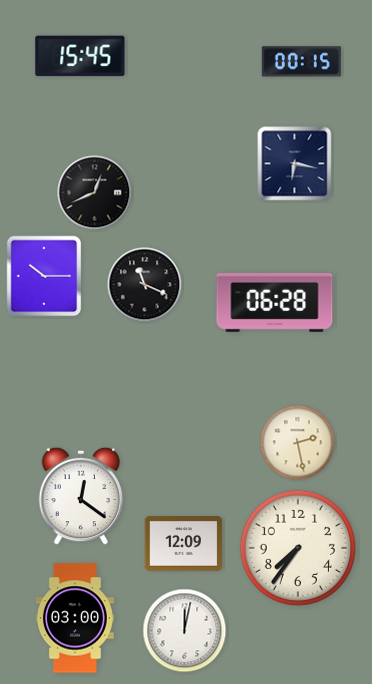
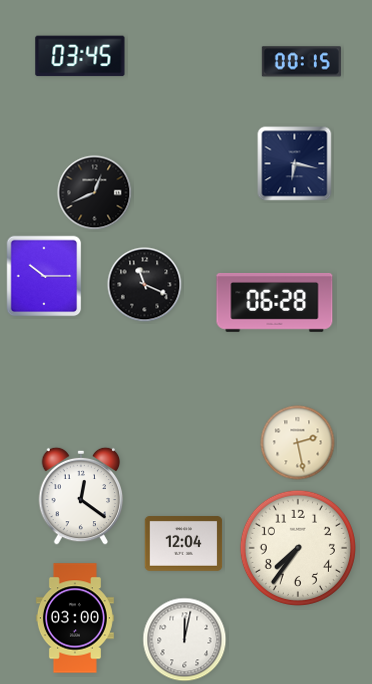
clock at (80, 56): 15:45 -> 03:45
clock at (184, 544): 12:09 -> 12:04
clock at (185, 631) position: (185, 631) -> (185, 640)
